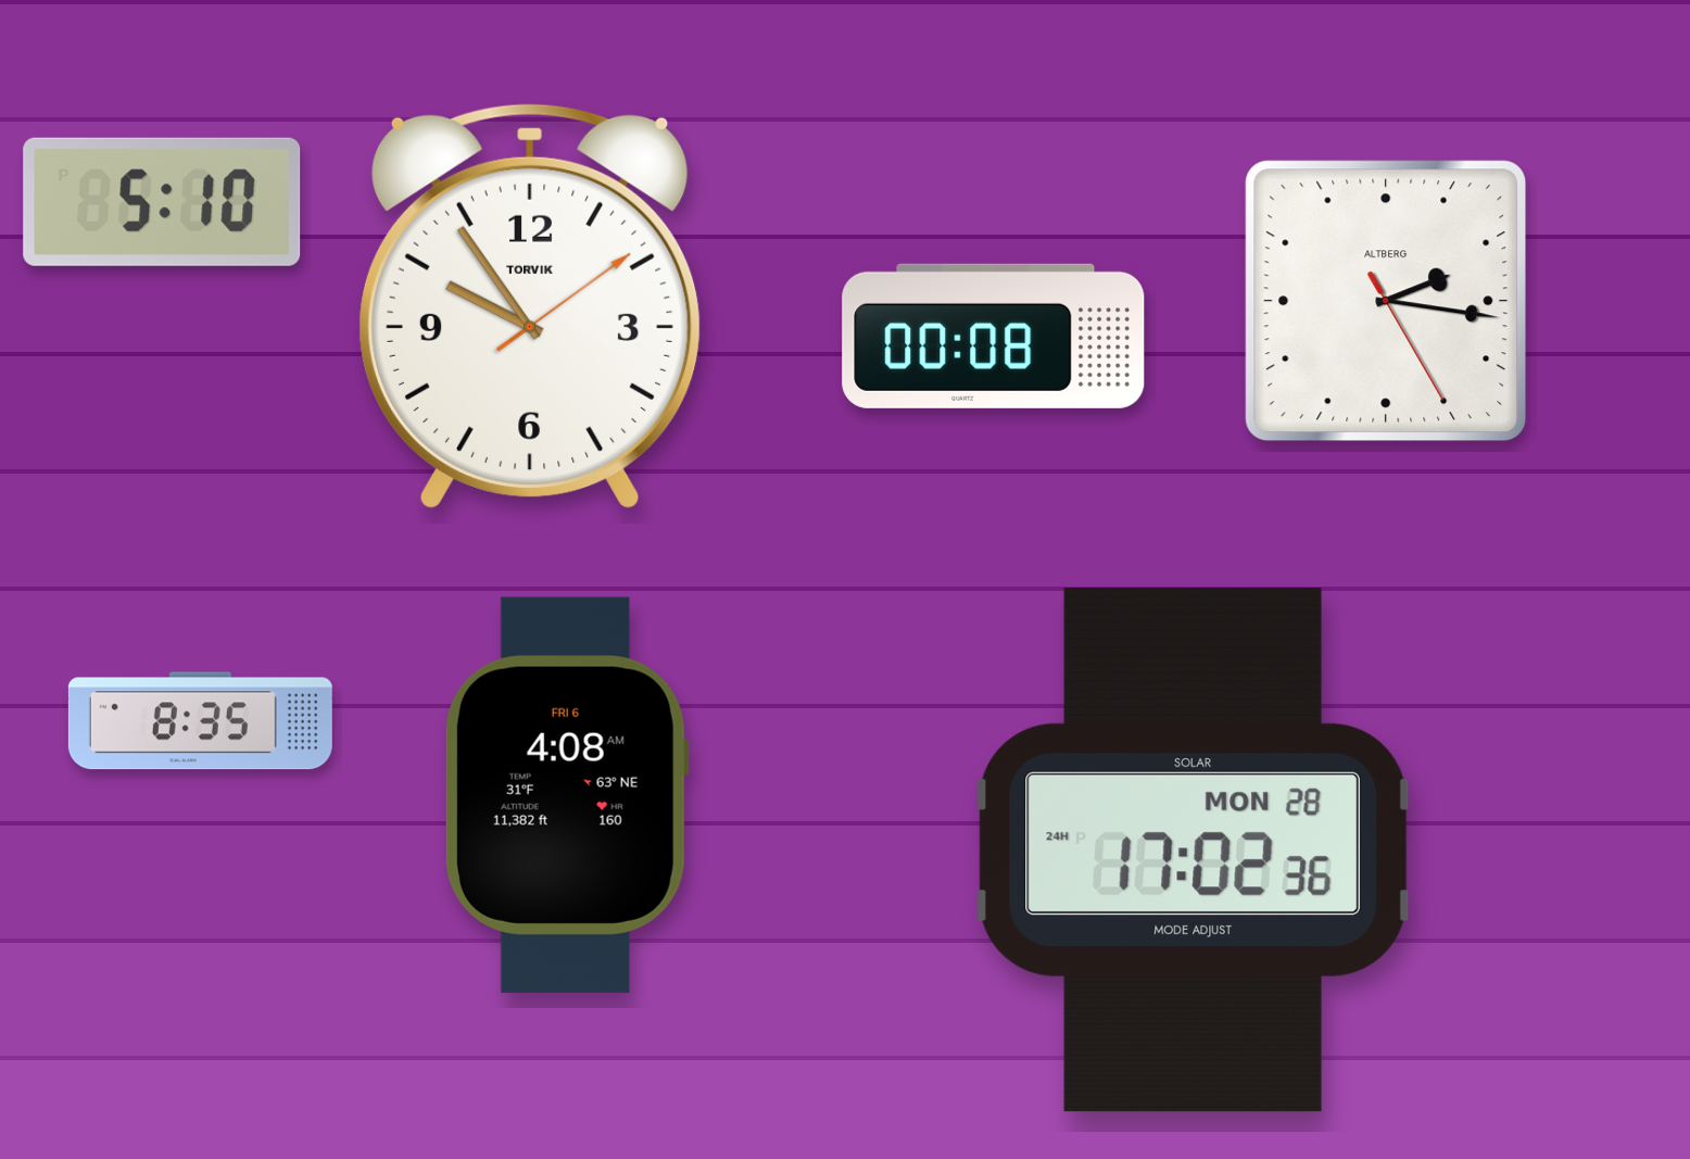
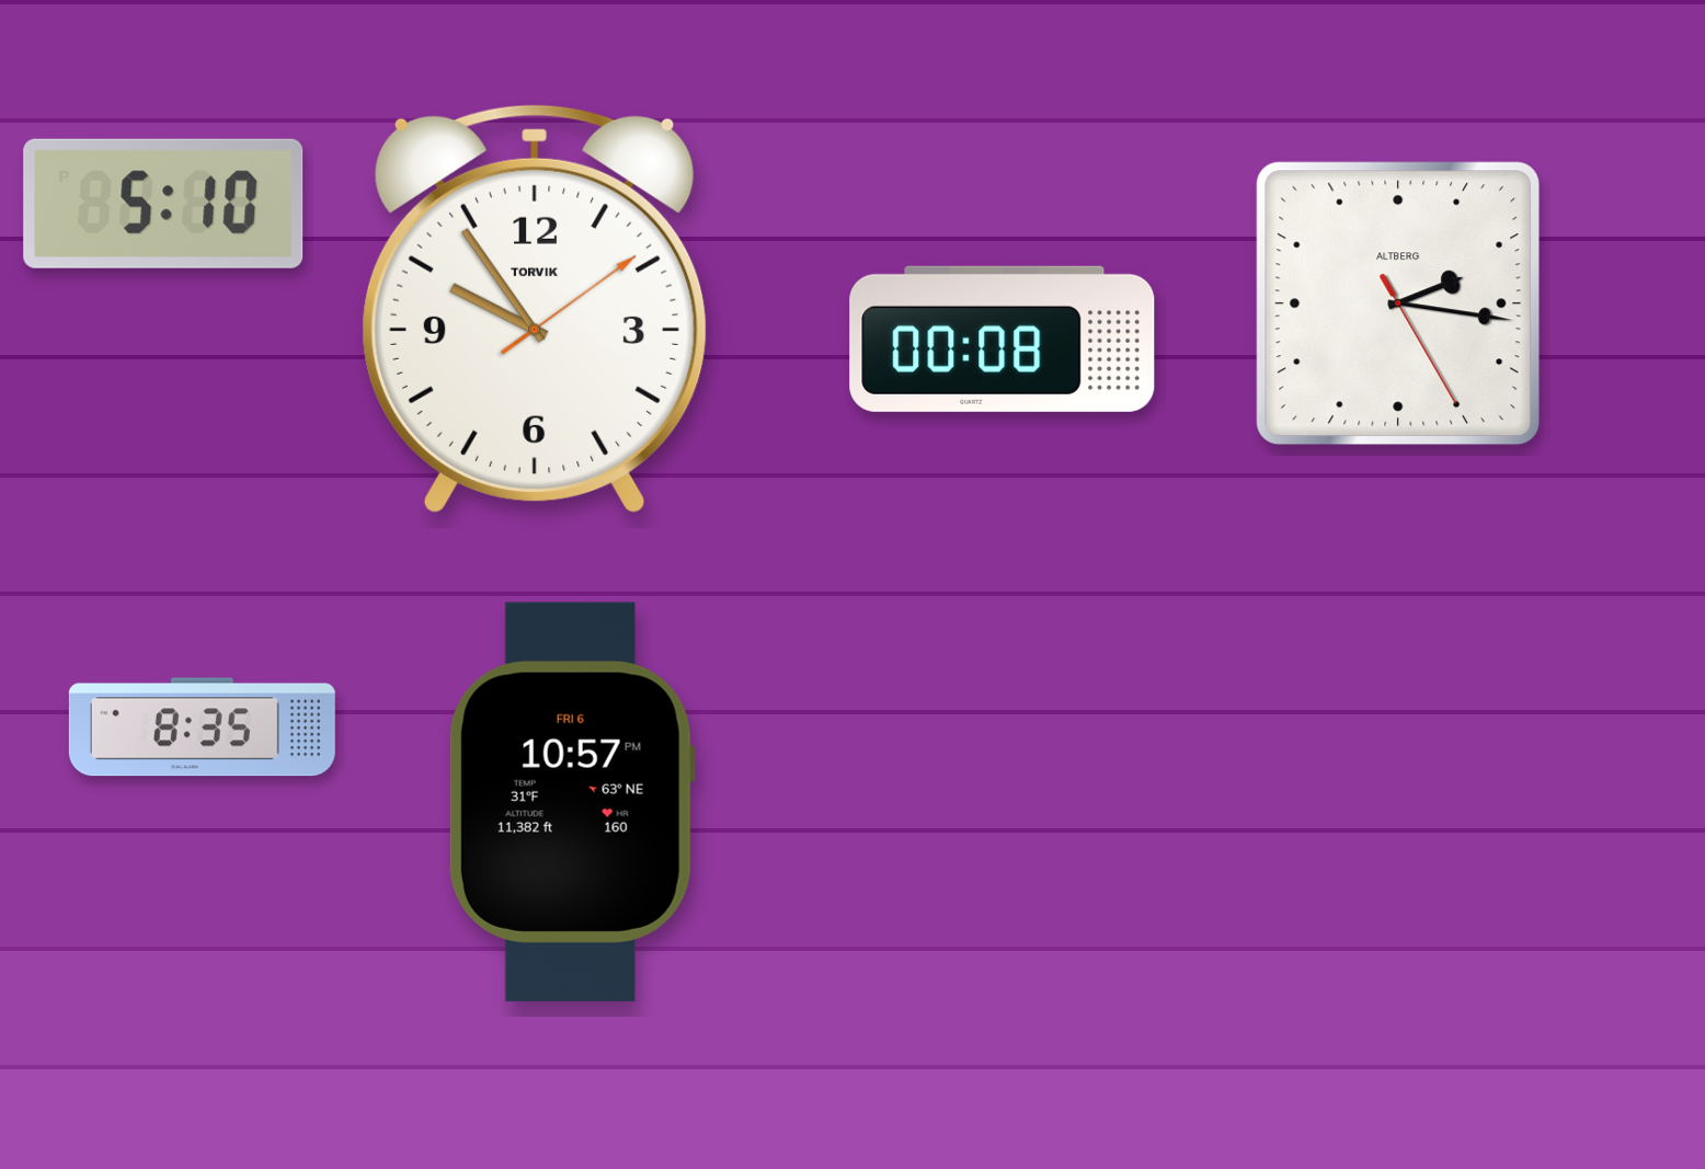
clock at (567, 795): 4:08 -> 10:57
clock at (1193, 851): 17:02 -> none
